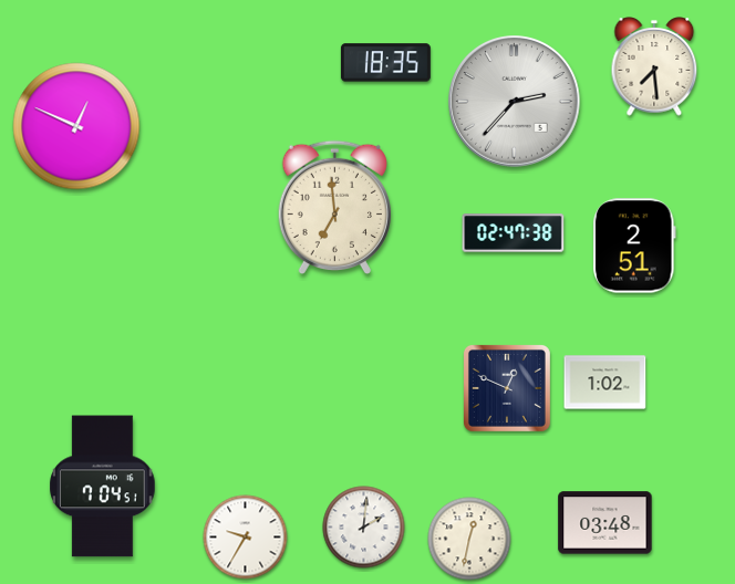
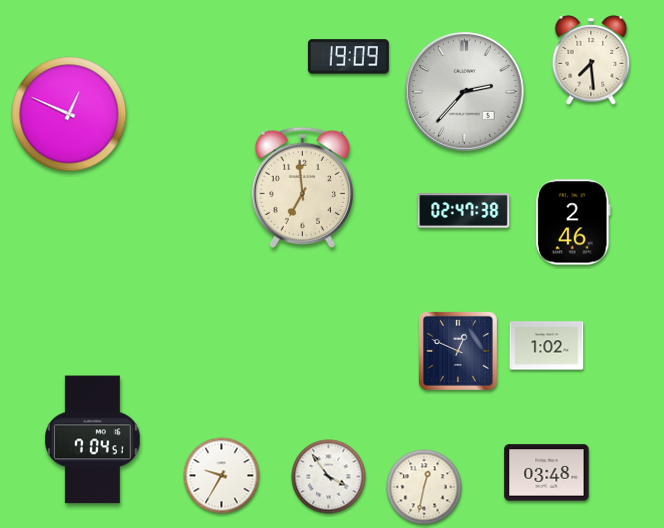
clock at (385, 63): 18:35 -> 19:09
clock at (635, 246): 2:51 -> 2:46
clock at (364, 528): 2:01 -> 3:54
clock at (246, 538) position: (246, 538) -> (222, 476)
